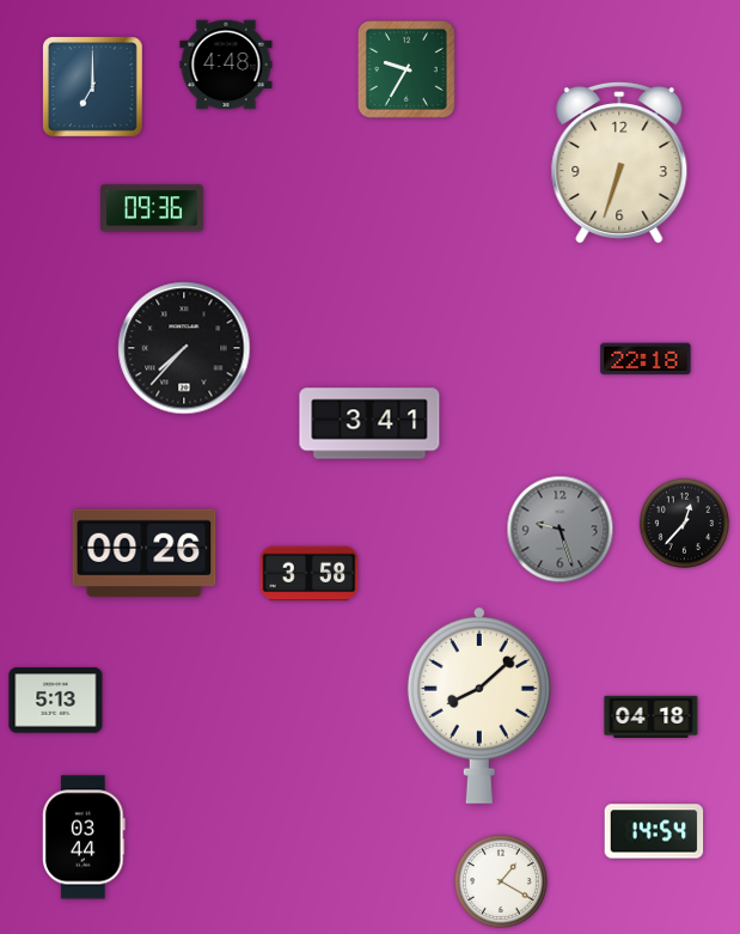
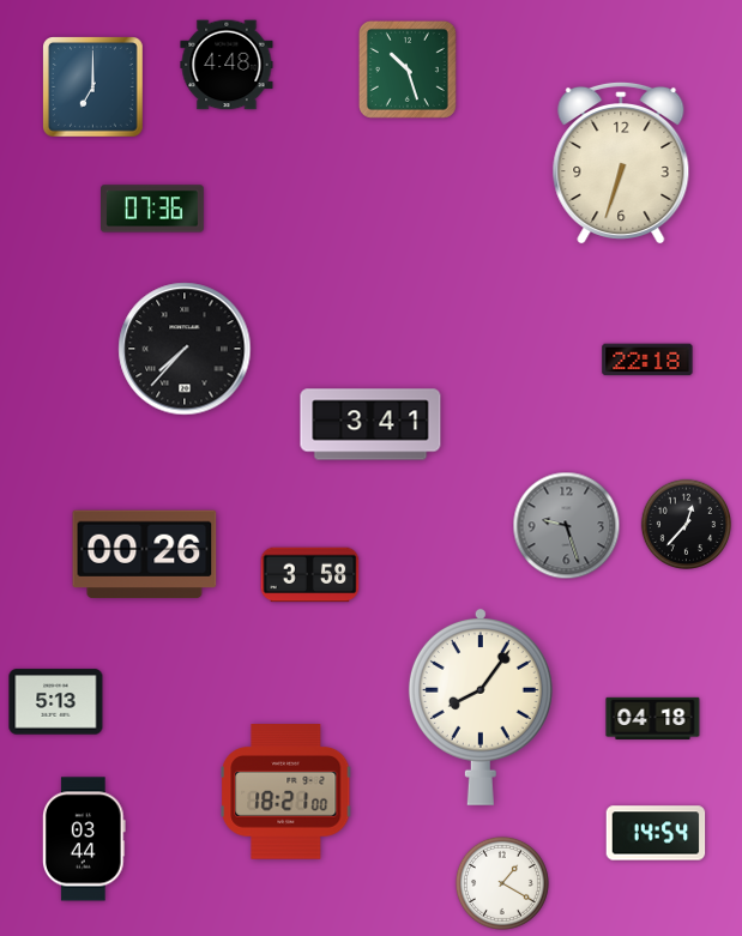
clock at (406, 69): 9:35 -> 10:27
clock at (153, 208): 09:36 -> 07:36
clock at (561, 530) position: (561, 530) -> (567, 526)
clock at (479, 704): 8:08 -> 8:06
clock at (286, 792): none -> 18:21
